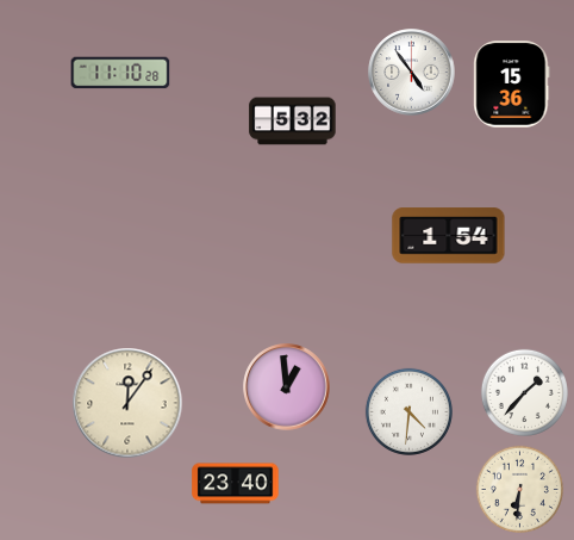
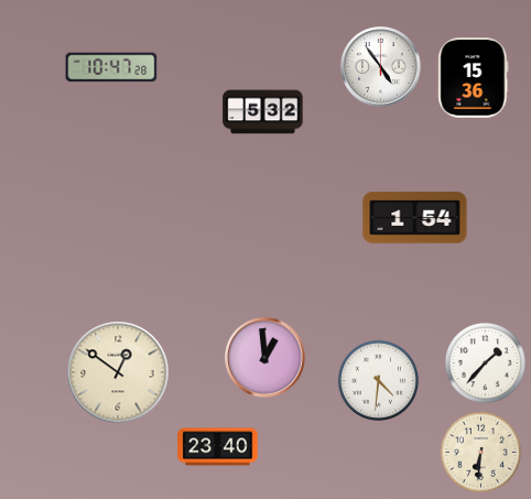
clock at (120, 73): 11:10 -> 10:47
clock at (293, 122) position: (293, 122) -> (263, 112)
clock at (127, 403): 12:06 -> 12:51
